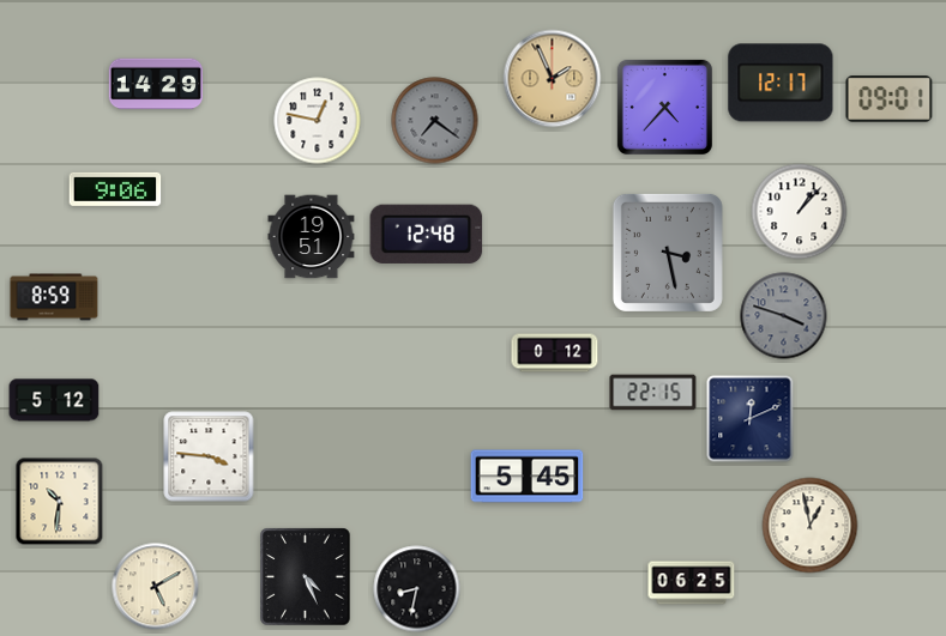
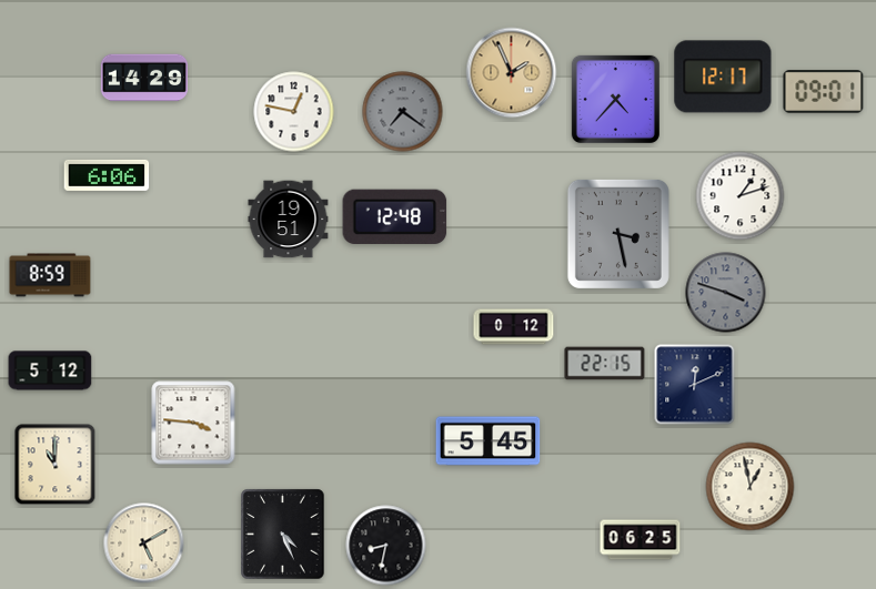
clock at (115, 189): 9:06 -> 6:06
clock at (800, 212): 1:07 -> 1:12
clock at (751, 419) position: (751, 419) -> (695, 385)
clock at (60, 502): 10:31 -> 11:00
